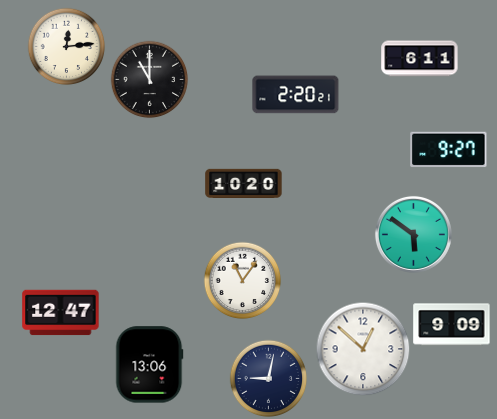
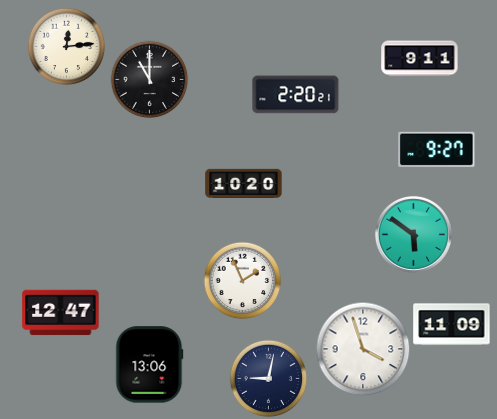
clock at (420, 59): 6:11 -> 9:11
clock at (449, 150) position: (449, 150) -> (437, 150)
clock at (242, 280): 11:06 -> 1:56
clock at (452, 325): 9:09 -> 11:09
clock at (363, 349): 12:52 -> 3:57
